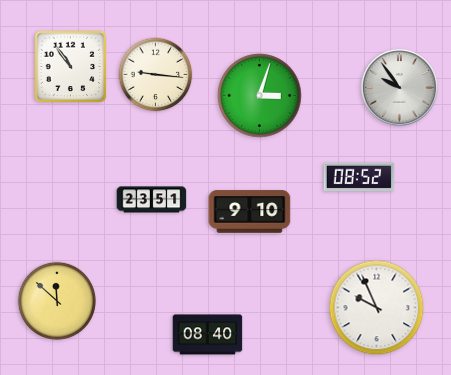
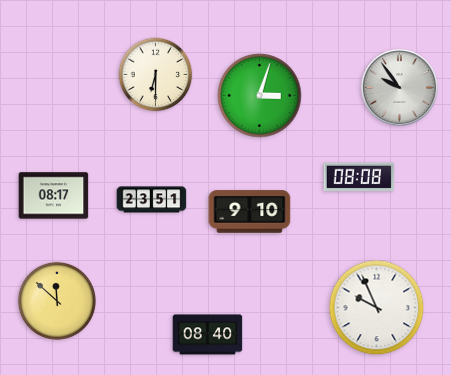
clock at (71, 67): 10:54 -> none
clock at (156, 75): 9:16 -> 6:30
clock at (359, 177): 08:52 -> 08:08
clock at (54, 196): none -> 08:17
